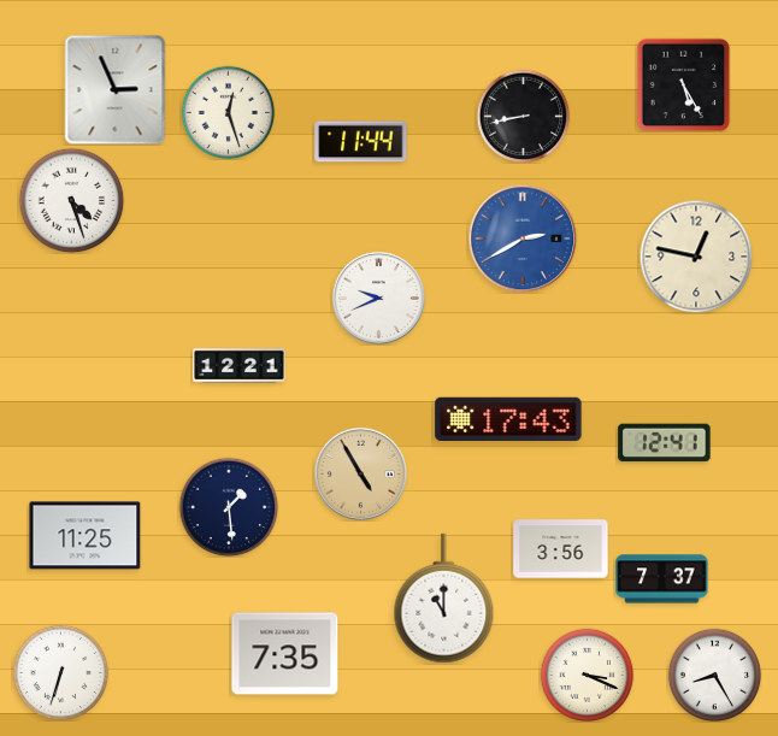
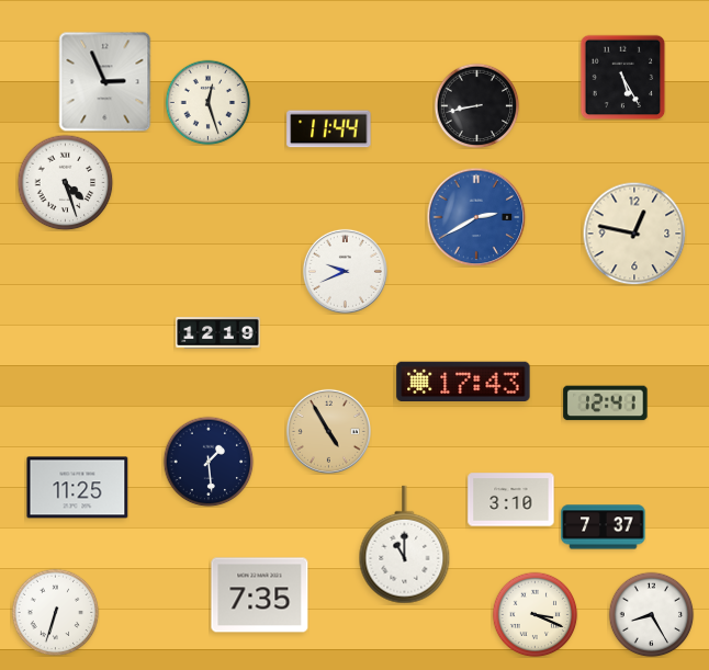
clock at (240, 366): 12:21 -> 12:19
clock at (561, 549): 3:56 -> 3:10
